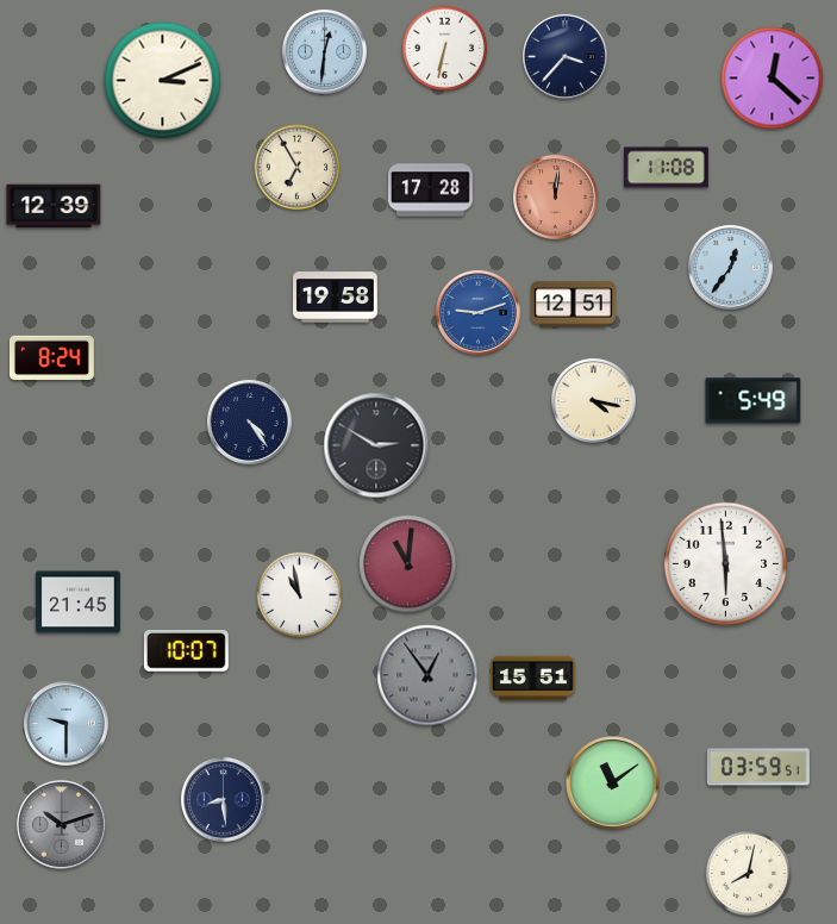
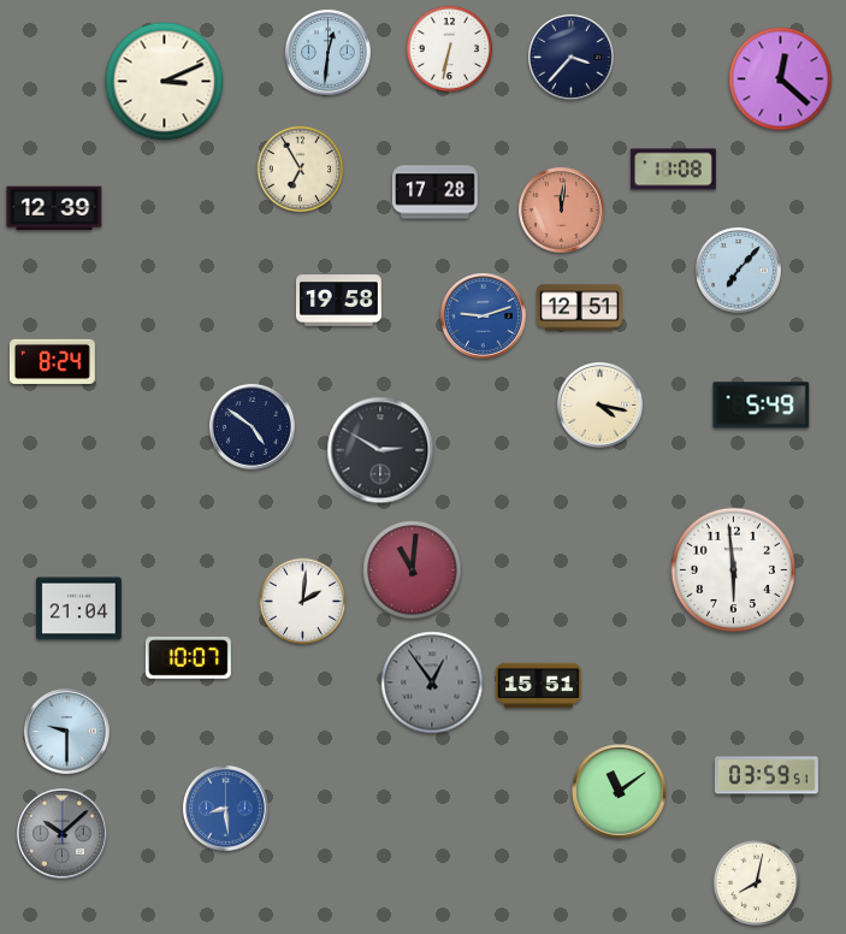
clock at (556, 198) position: (556, 198) -> (562, 211)
clock at (731, 268): 12:36 -> 7:07
clock at (250, 423): 4:24 -> 4:51
clock at (300, 595): 10:58 -> 2:01
clock at (77, 603): 21:45 -> 21:04
clock at (224, 800) dial: navy -> blue
clock at (62, 825): 10:12 -> 10:08
